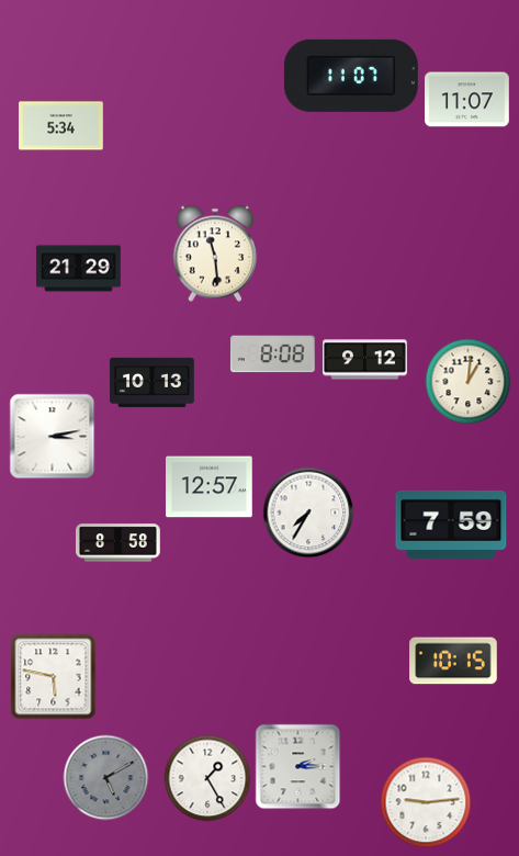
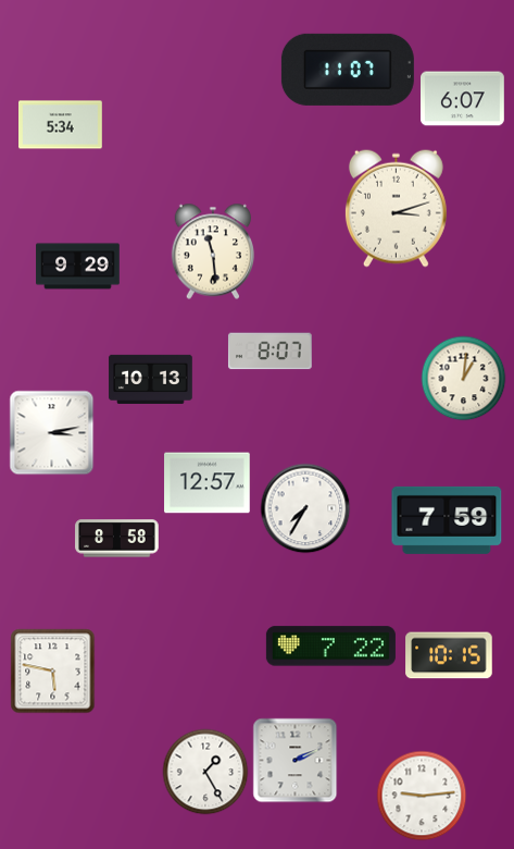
clock at (351, 76) position: (351, 76) -> (348, 70)
clock at (467, 100): 11:07 -> 6:07
clock at (396, 208): none -> 3:12
clock at (79, 269): 21:29 -> 9:29
clock at (273, 354): 8:08 -> 8:07
clock at (365, 360): 9:12 -> none
clock at (330, 647): none -> 7:22
clock at (297, 766): 2:15 -> 2:11
clock at (105, 777): 5:10 -> none
